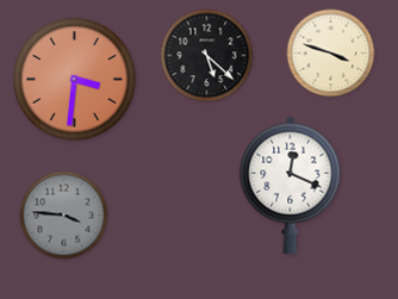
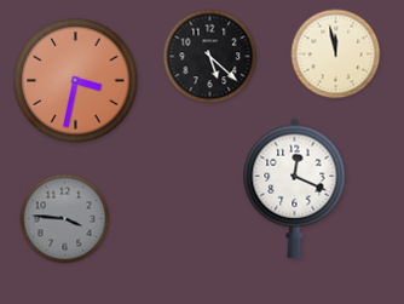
clock at (331, 54): 3:48 -> 11:58
clock at (75, 80): 3:31 -> 3:32
